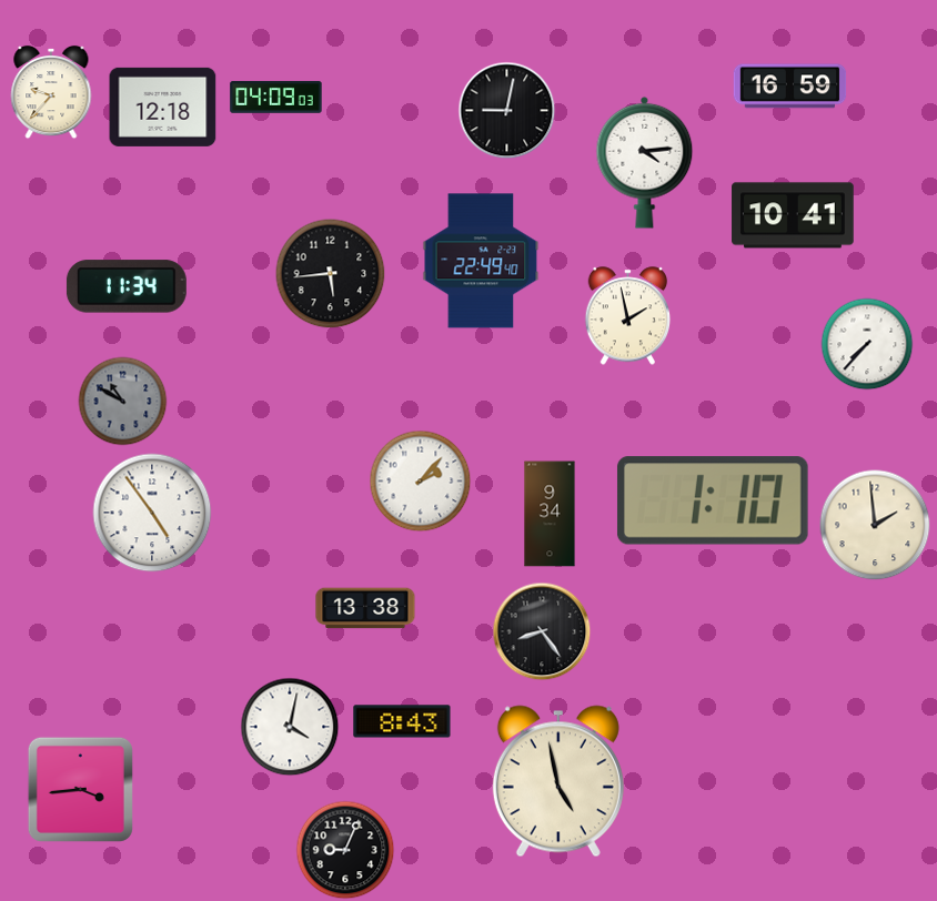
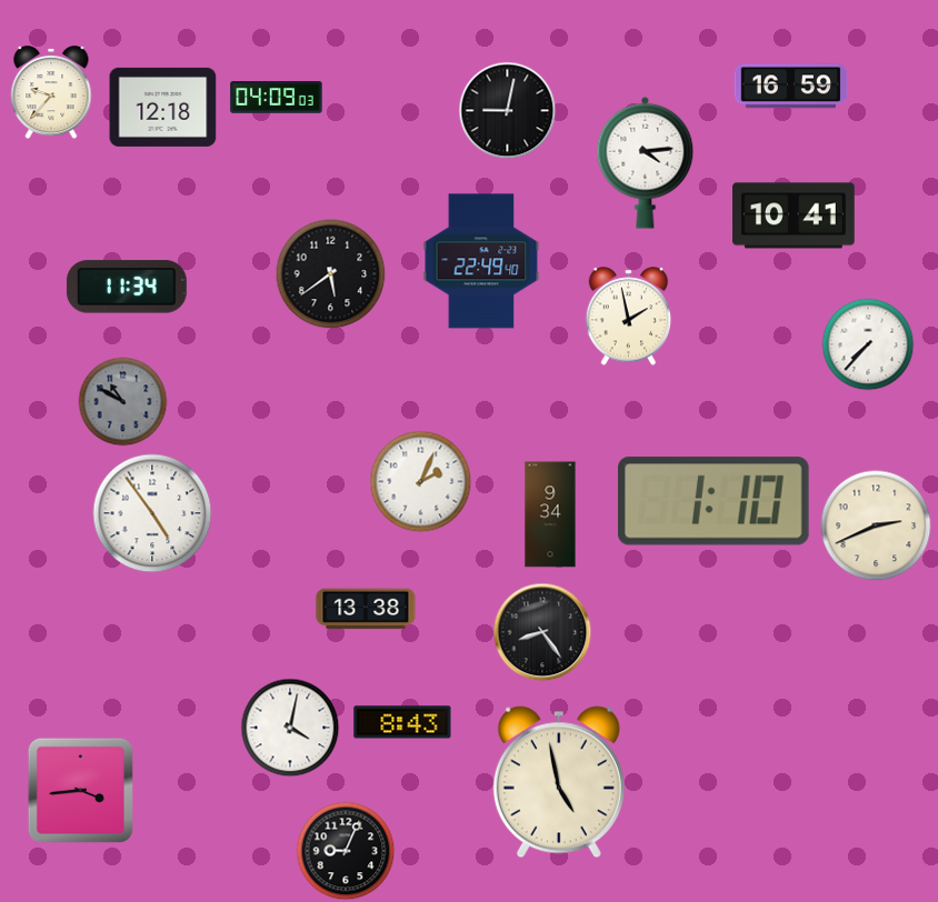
clock at (331, 274): 5:44 -> 5:39
clock at (421, 482): 2:07 -> 2:04
clock at (875, 525): 1:59 -> 2:41
